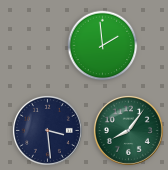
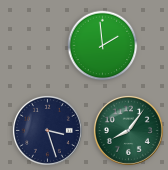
clock at (47, 130): 3:29 -> 3:27
